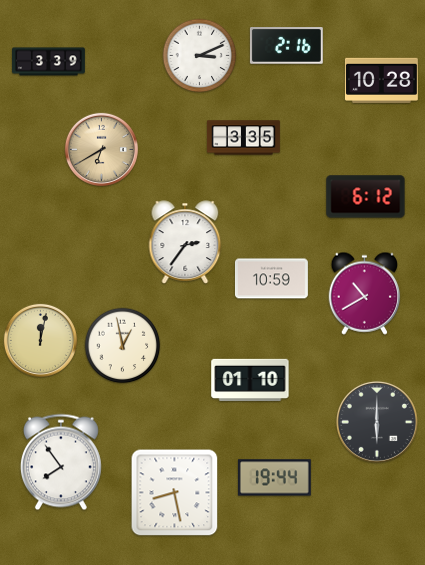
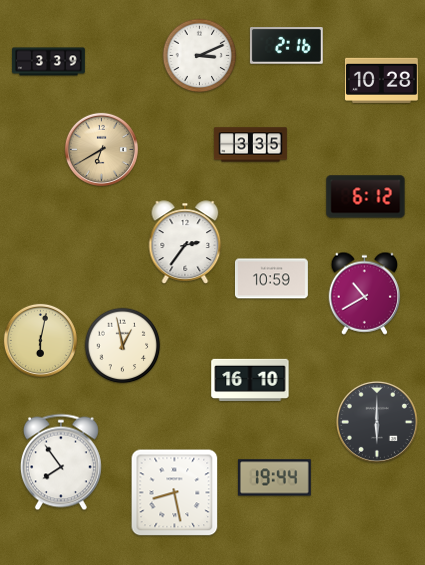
clock at (243, 138) position: (243, 138) -> (250, 145)
clock at (40, 340): 12:02 -> 6:02
clock at (250, 380): 01:10 -> 16:10
